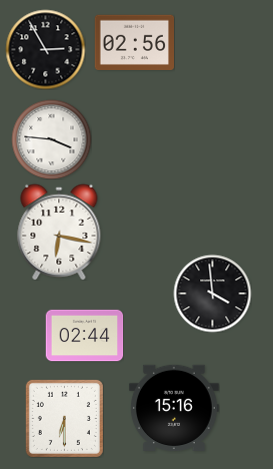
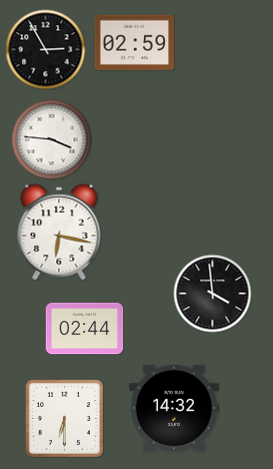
clock at (134, 43): 02:56 -> 02:59
clock at (84, 336) position: (84, 336) -> (84, 329)
clock at (174, 408): 15:16 -> 14:32
